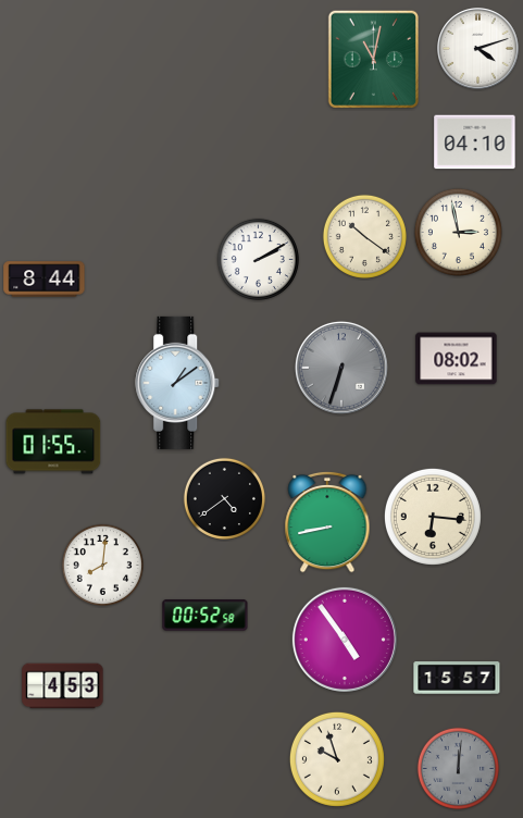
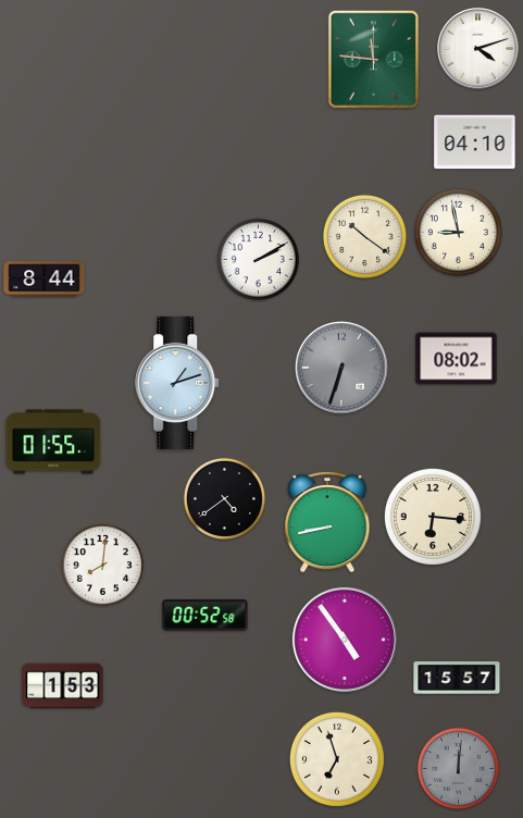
clock at (373, 59): 11:02 -> 11:46
clock at (458, 232): 2:58 -> 8:58
clock at (178, 383): 1:09 -> 1:12
clock at (63, 686): 4:53 -> 1:53
clock at (337, 759): 9:57 -> 6:57
